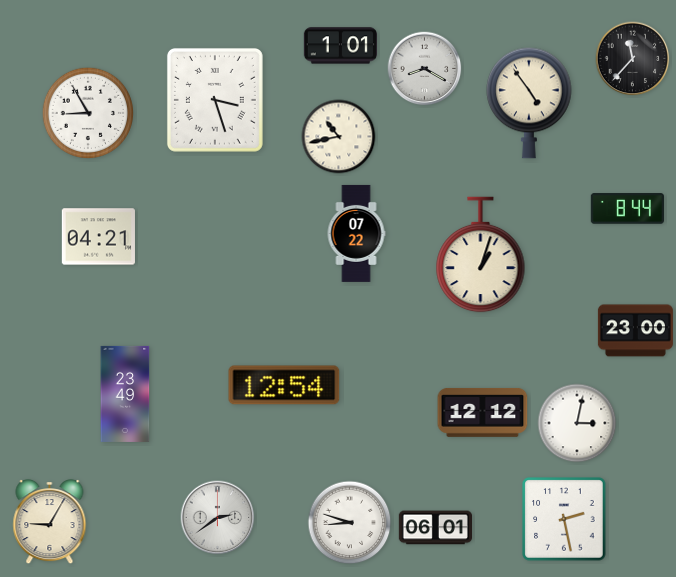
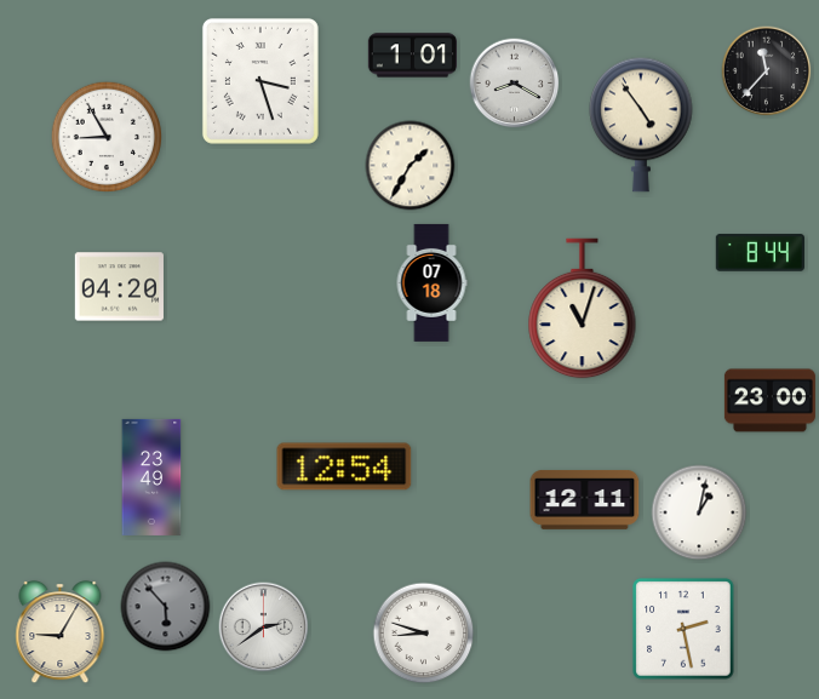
clock at (215, 100) position: (215, 100) -> (260, 81)
clock at (339, 137): 10:43 -> 1:35
clock at (356, 233): 07:22 -> 07:18
clock at (98, 237): 04:21 -> 04:20
clock at (481, 255): 1:03 -> 11:03
clock at (483, 412): 12:12 -> 12:11
clock at (577, 423): 3:02 -> 1:02
clock at (166, 607): none -> 5:53
clock at (435, 528): 06:01 -> none
